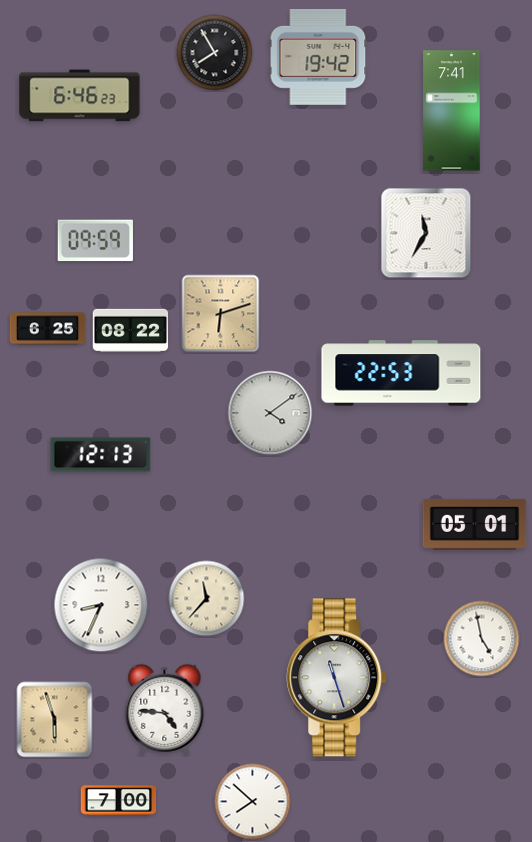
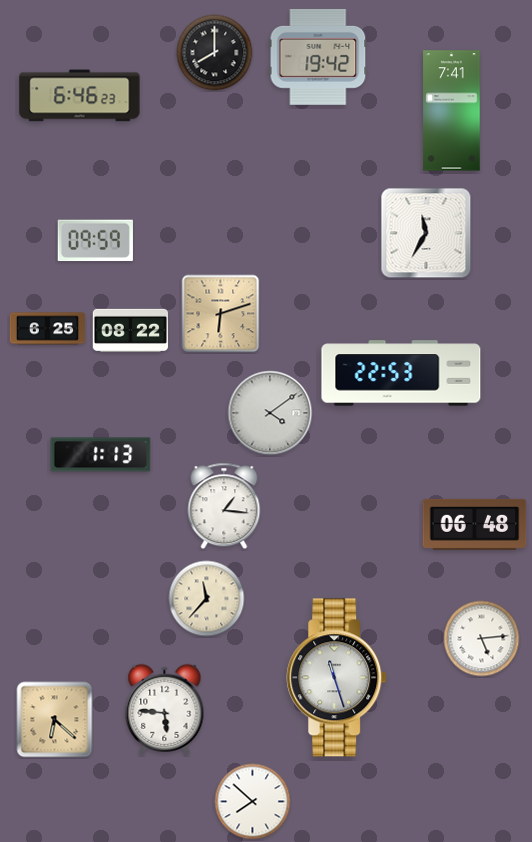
clock at (215, 53): 7:55 -> 8:00
clock at (101, 455): 12:13 -> 1:13
clock at (224, 506): none -> 1:16
clock at (475, 524): 05:01 -> 06:48
clock at (101, 605): 8:34 -> none
clock at (482, 639): 4:58 -> 5:14
clock at (165, 709): 4:46 -> 5:46
clock at (55, 720): 5:57 -> 6:22
clock at (119, 801): 7:00 -> none
